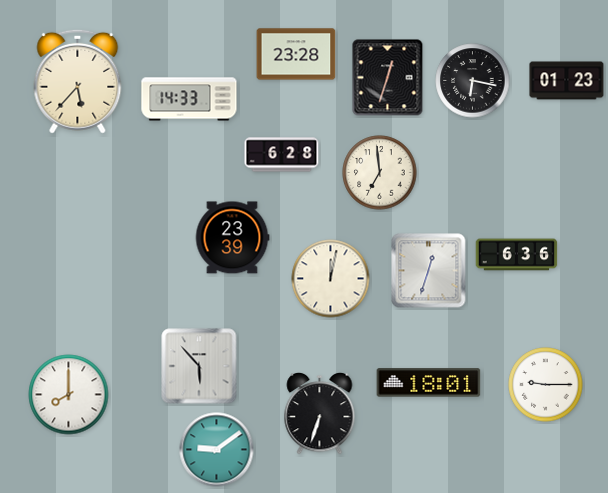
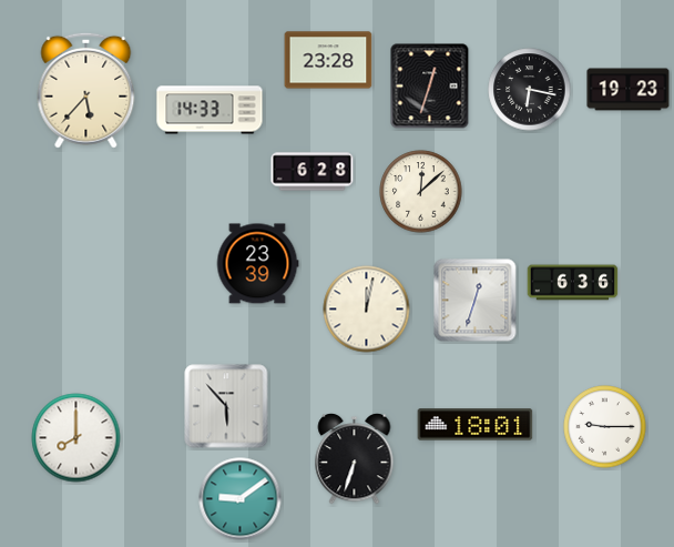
clock at (473, 81) position: (473, 81) -> (530, 90)
clock at (567, 81): 01:23 -> 19:23
clock at (380, 173): 6:59 -> 12:08
clock at (199, 366) position: (199, 366) -> (226, 406)
